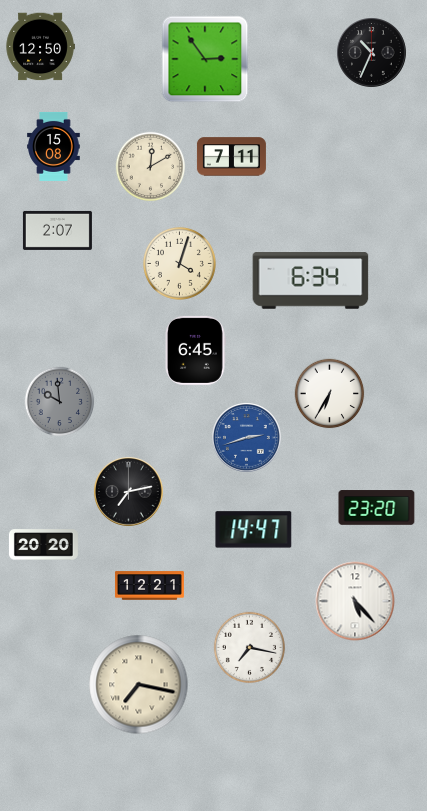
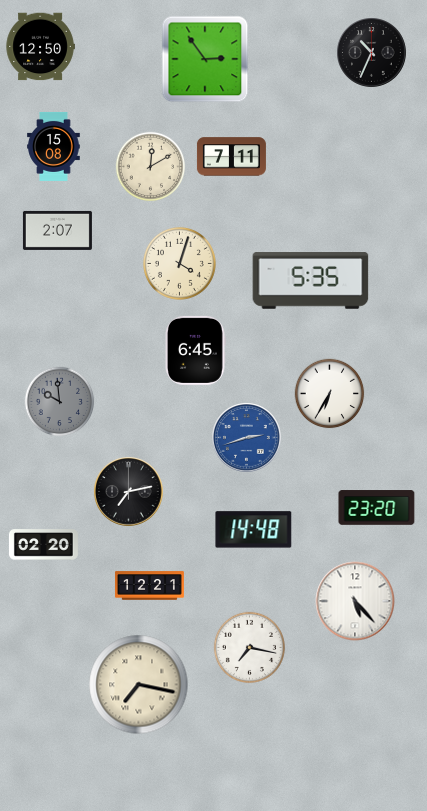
clock at (311, 281): 6:34 -> 5:35
clock at (254, 530): 14:47 -> 14:48
clock at (43, 545): 20:20 -> 02:20
